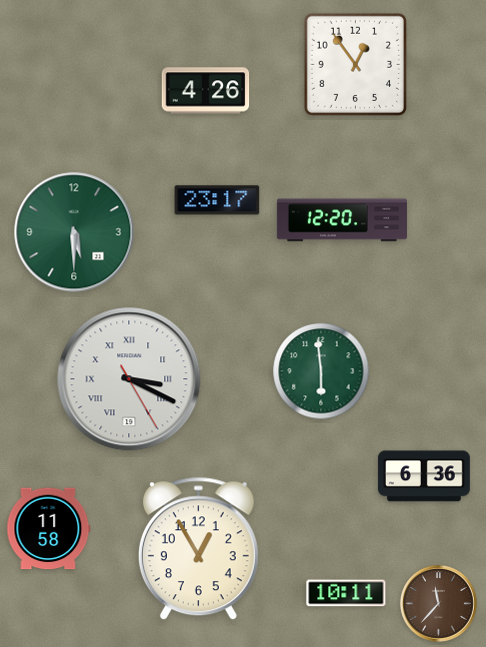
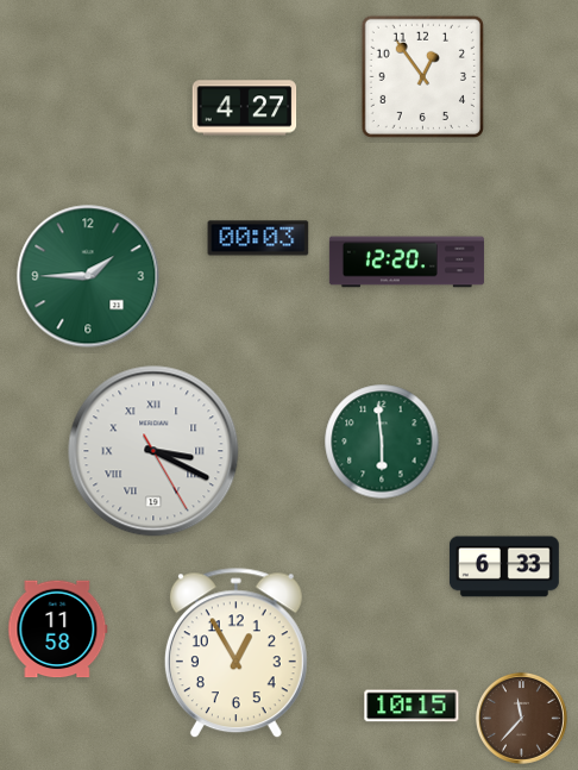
clock at (206, 91): 4:26 -> 4:27
clock at (217, 200): 23:17 -> 00:03
clock at (74, 232): 5:30 -> 1:45
clock at (424, 476): 6:36 -> 6:33
clock at (346, 593): 10:11 -> 10:15
